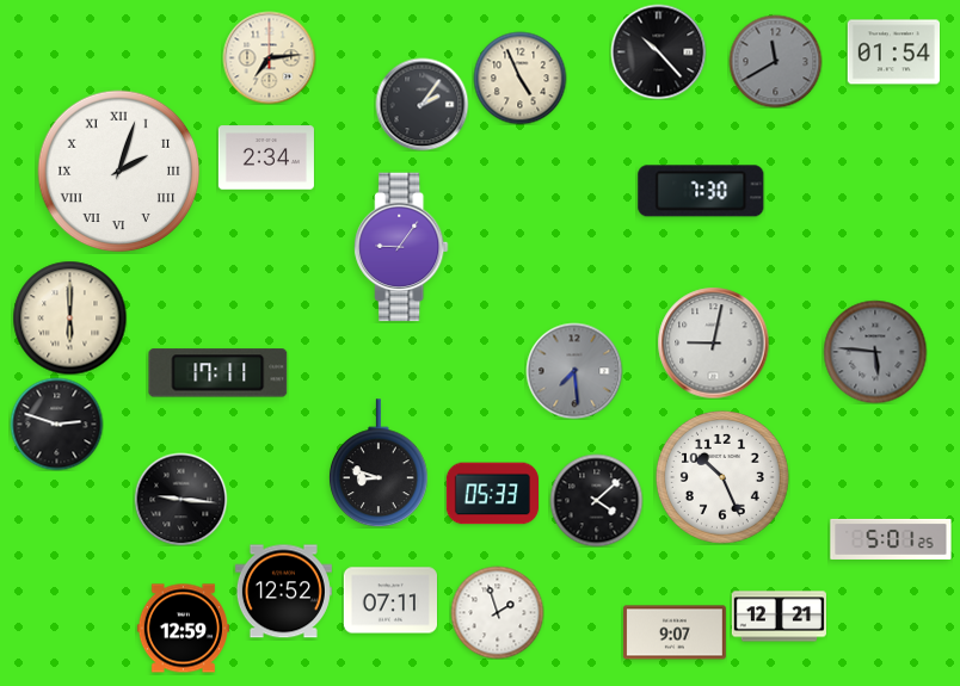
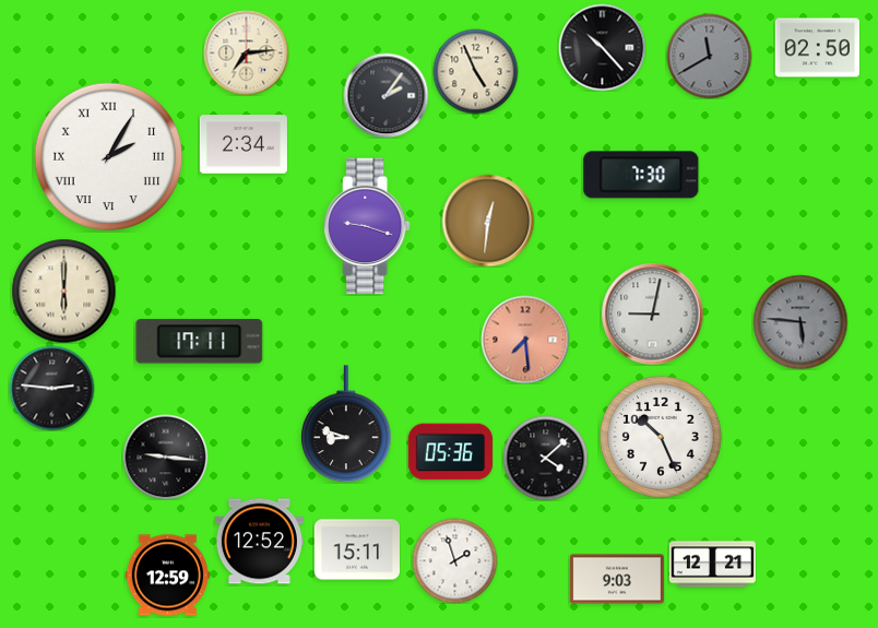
clock at (893, 52): 01:54 -> 02:50
clock at (119, 172): 2:03 -> 2:05
clock at (488, 221): none -> 12:31
clock at (401, 247): 9:06 -> 9:18
clock at (574, 371) dial: grey -> salmon
clock at (56, 424): 2:48 -> 2:46
clock at (492, 494): 05:33 -> 05:36
clock at (891, 539): 5:01 -> none
clock at (389, 600): 07:11 -> 15:11
clock at (675, 632): 9:07 -> 9:03
